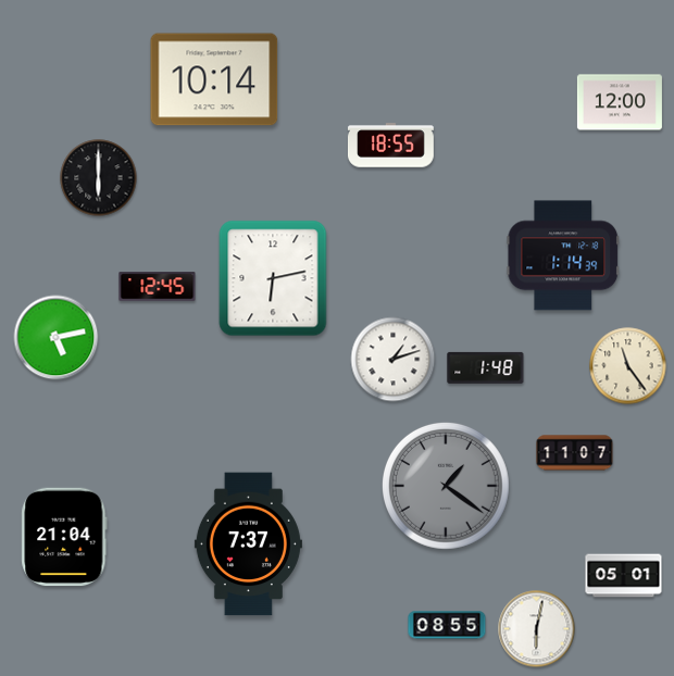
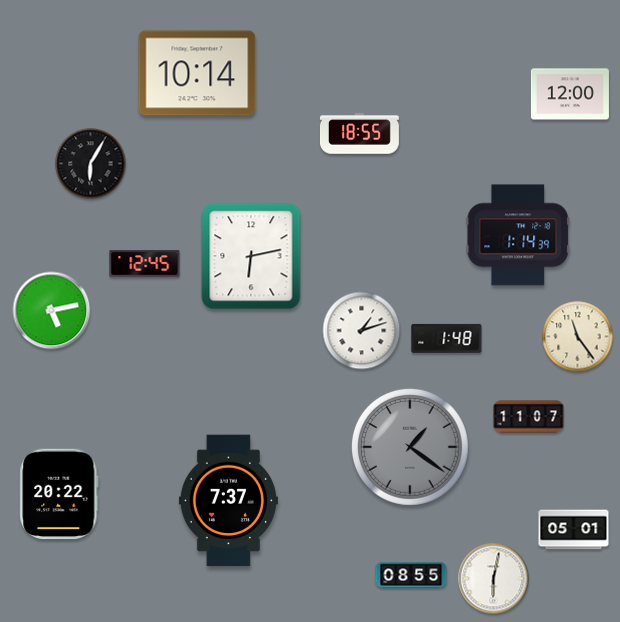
clock at (99, 178): 6:00 -> 6:05
clock at (64, 537): 21:04 -> 20:22
